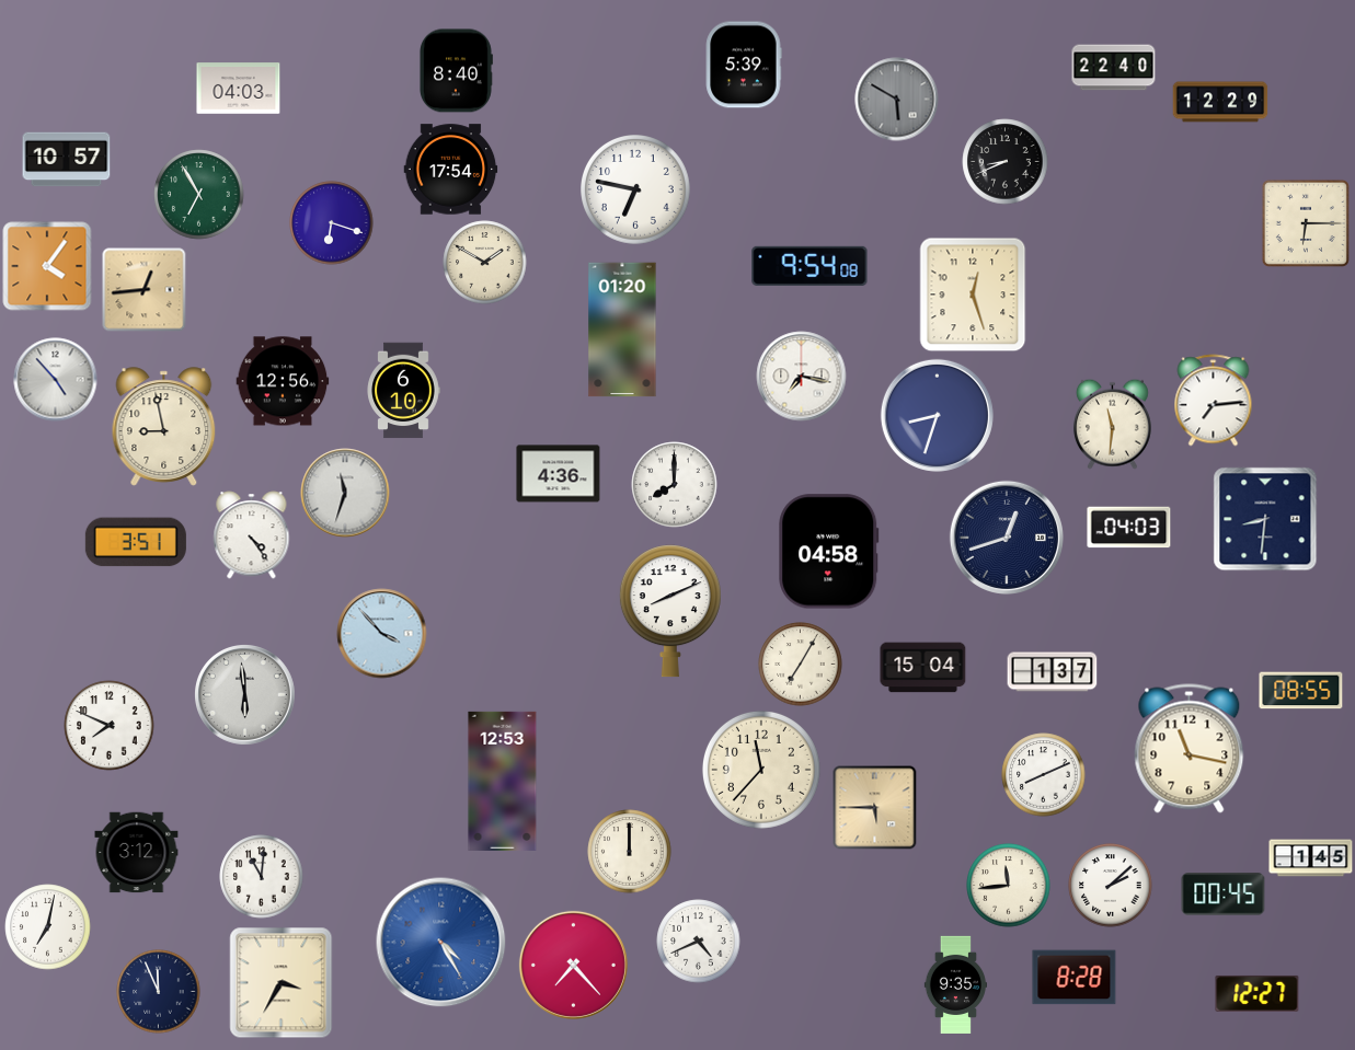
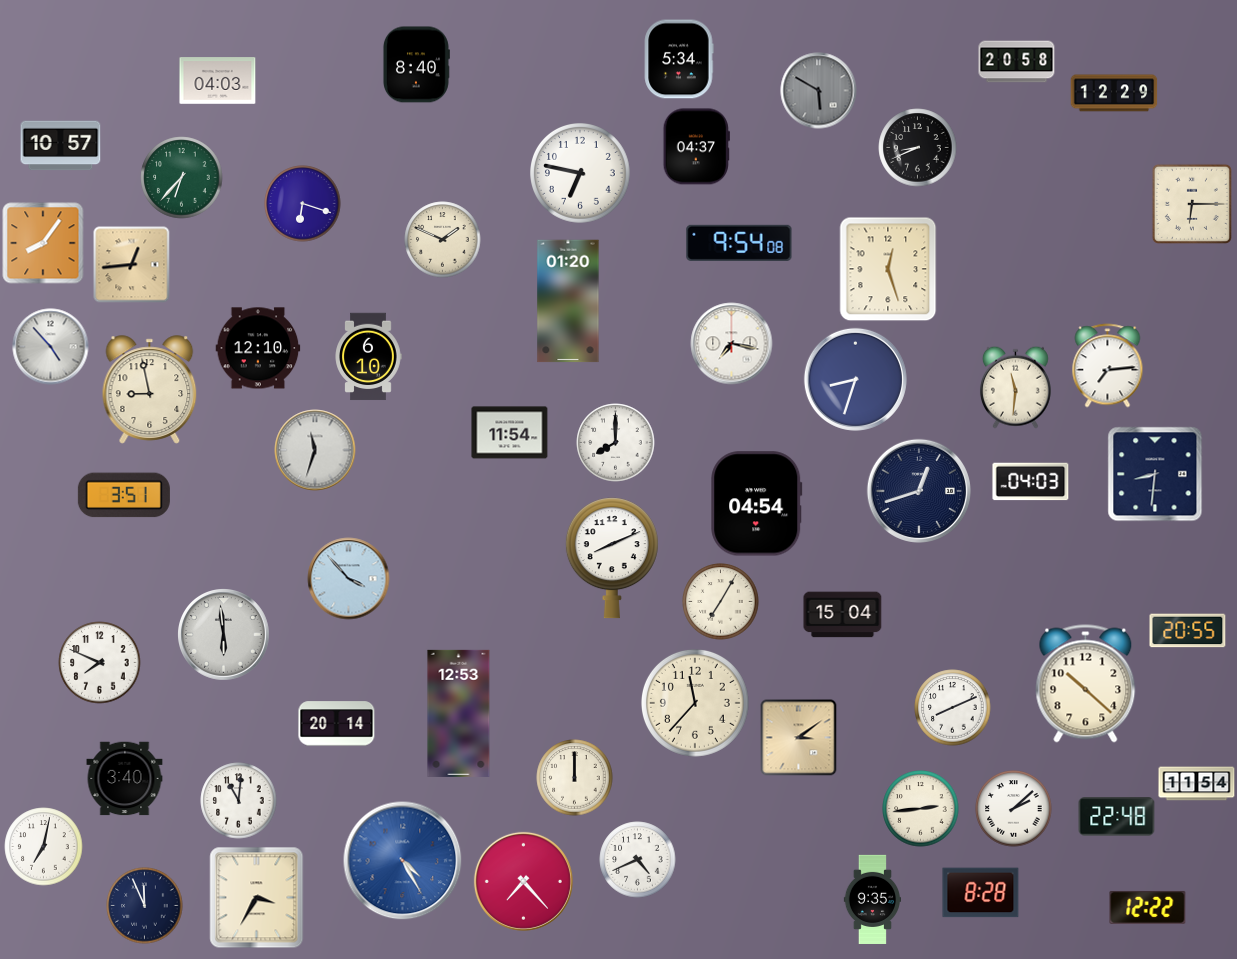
clock at (744, 65): 5:39 -> 5:34
clock at (1114, 68): 22:40 -> 20:58
clock at (696, 147): none -> 04:37
clock at (451, 170): 17:54 -> none
clock at (199, 195): 6:55 -> 6:37
clock at (485, 263): 1:50 -> 1:49
clock at (47, 266): 4:06 -> 8:06
clock at (283, 381): 12:56 -> 12:10
clock at (559, 474): 4:36 -> 11:54
clock at (252, 535): 4:24 -> none
clock at (829, 552): 04:58 -> 04:54
clock at (801, 665) position: (801, 665) -> (721, 602)
clock at (923, 668) position: (923, 668) -> (843, 615)
clock at (1053, 672): 1:37 -> none
clock at (1301, 691): 08:55 -> 20:55
clock at (1190, 749): 11:17 -> 10:22
clock at (337, 724): none -> 20:14
clock at (875, 808): 5:45 -> 3:09
clock at (137, 853): 3:12 -> 3:40
clock at (1311, 858): 1:45 -> 11:54
clock at (1009, 886): 11:44 -> 2:44
clock at (1224, 895): 00:45 -> 22:48
clock at (1258, 993): 12:27 -> 12:22
